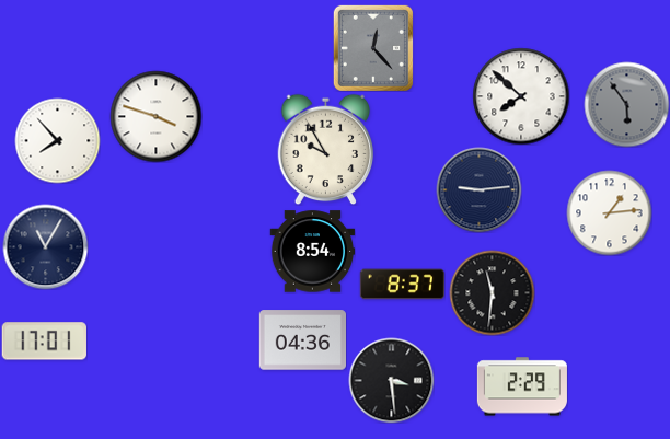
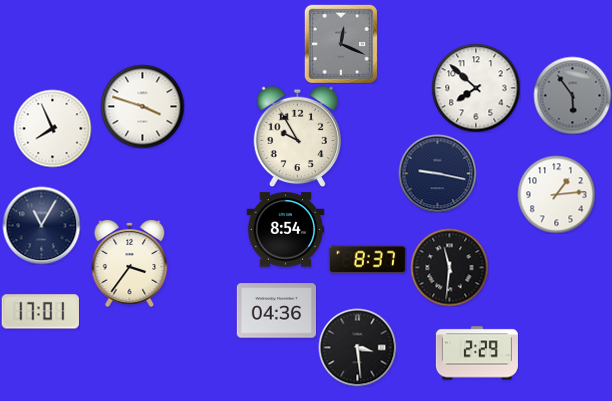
clock at (373, 48): 12:23 -> 12:19
clock at (57, 140): 7:53 -> 7:56
clock at (478, 189): 9:14 -> 9:17
clock at (130, 263): none -> 3:36
